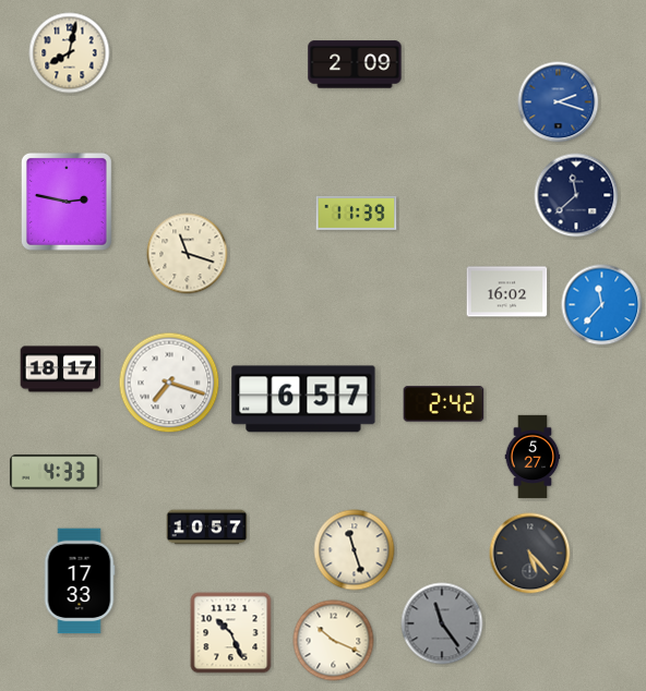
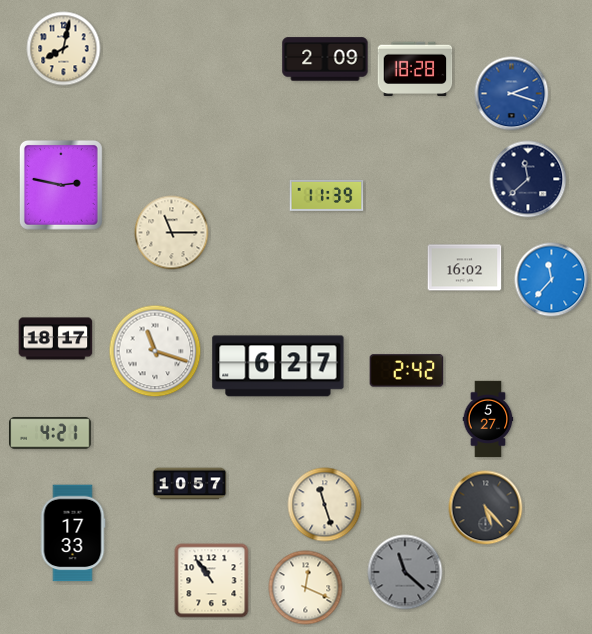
clock at (415, 69): none -> 18:28
clock at (188, 254): 11:18 -> 11:15
clock at (169, 383): 7:18 -> 11:18
clock at (303, 399): 6:57 -> 6:27
clock at (55, 472): 4:33 -> 4:21
clock at (442, 623): 11:24 -> 11:22
clock at (231, 633): 10:26 -> 10:54
clock at (334, 641): 10:19 -> 12:19
